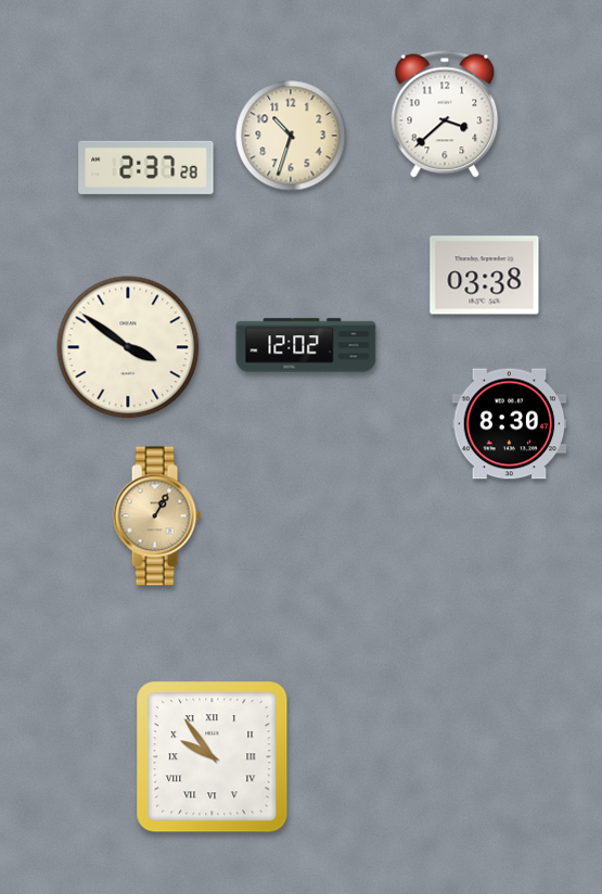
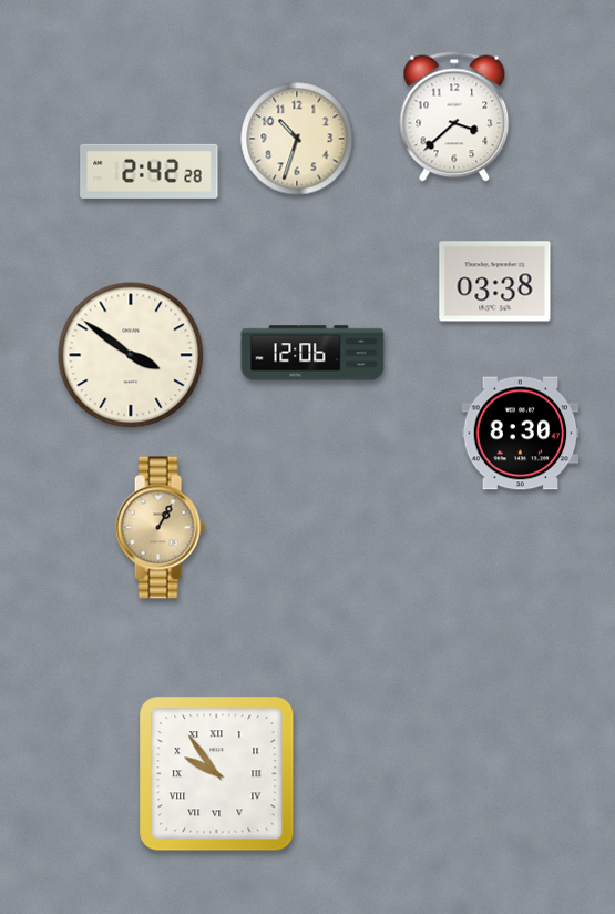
clock at (146, 167): 2:37 -> 2:42
clock at (306, 345): 12:02 -> 12:06
